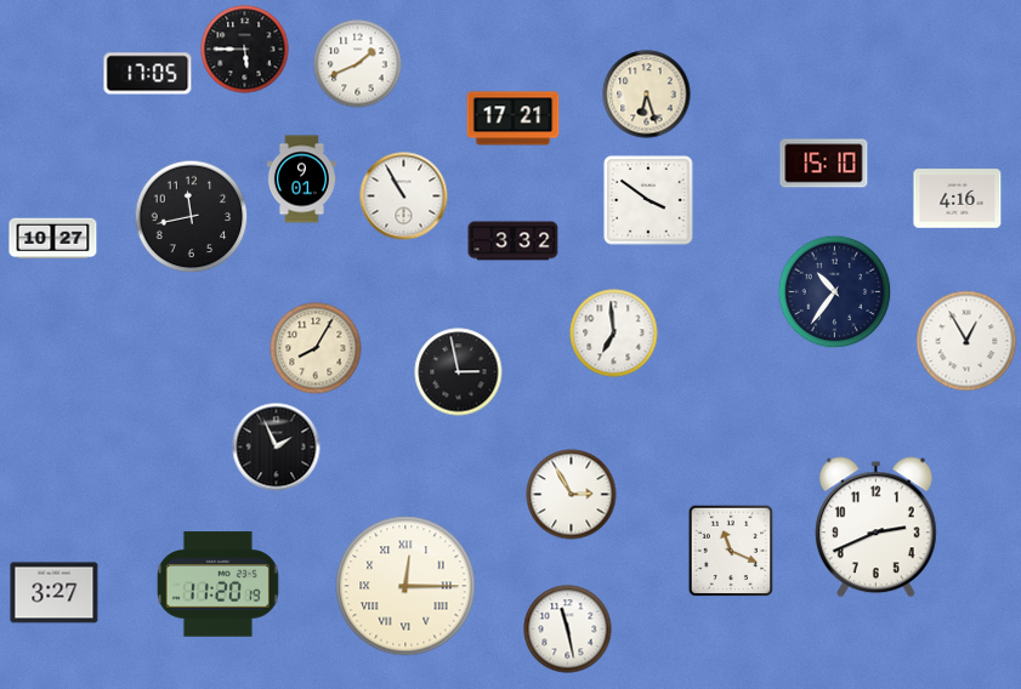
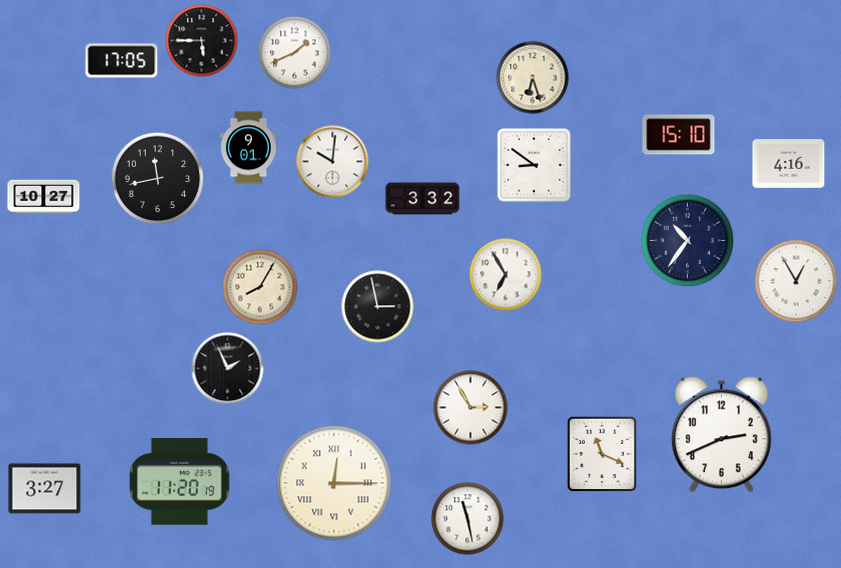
clock at (514, 119): 17:21 -> none
clock at (404, 197): 10:55 -> 10:01
clock at (648, 200): 3:51 -> 8:51
clock at (614, 334): 6:59 -> 6:55
